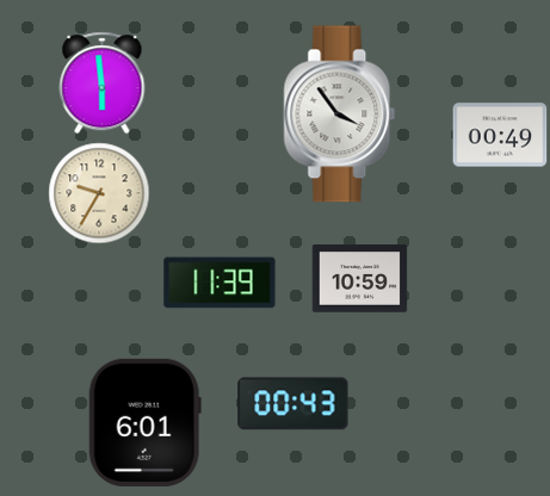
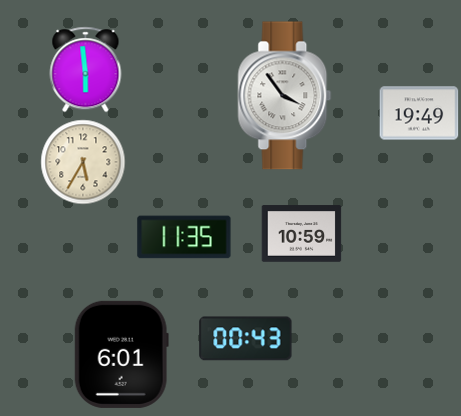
clock at (500, 135): 00:49 -> 19:49
clock at (99, 193): 9:35 -> 5:35
clock at (220, 283): 11:39 -> 11:35
